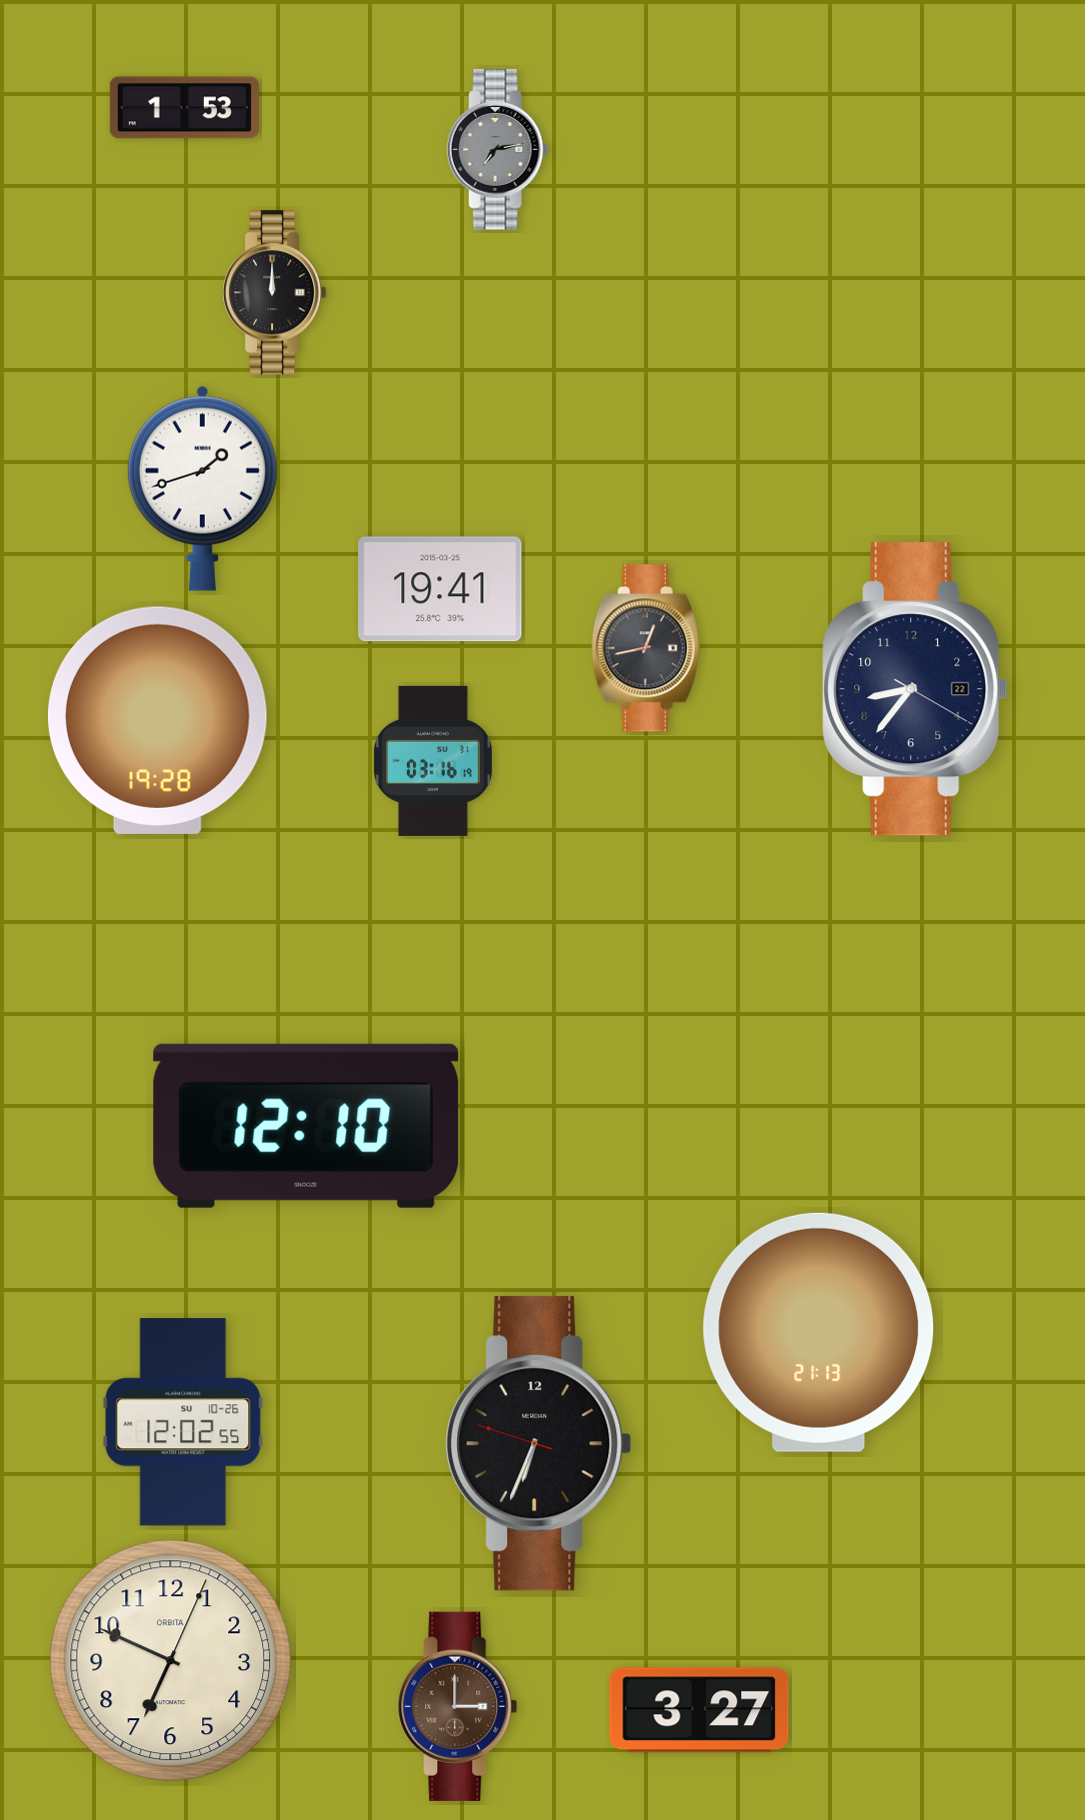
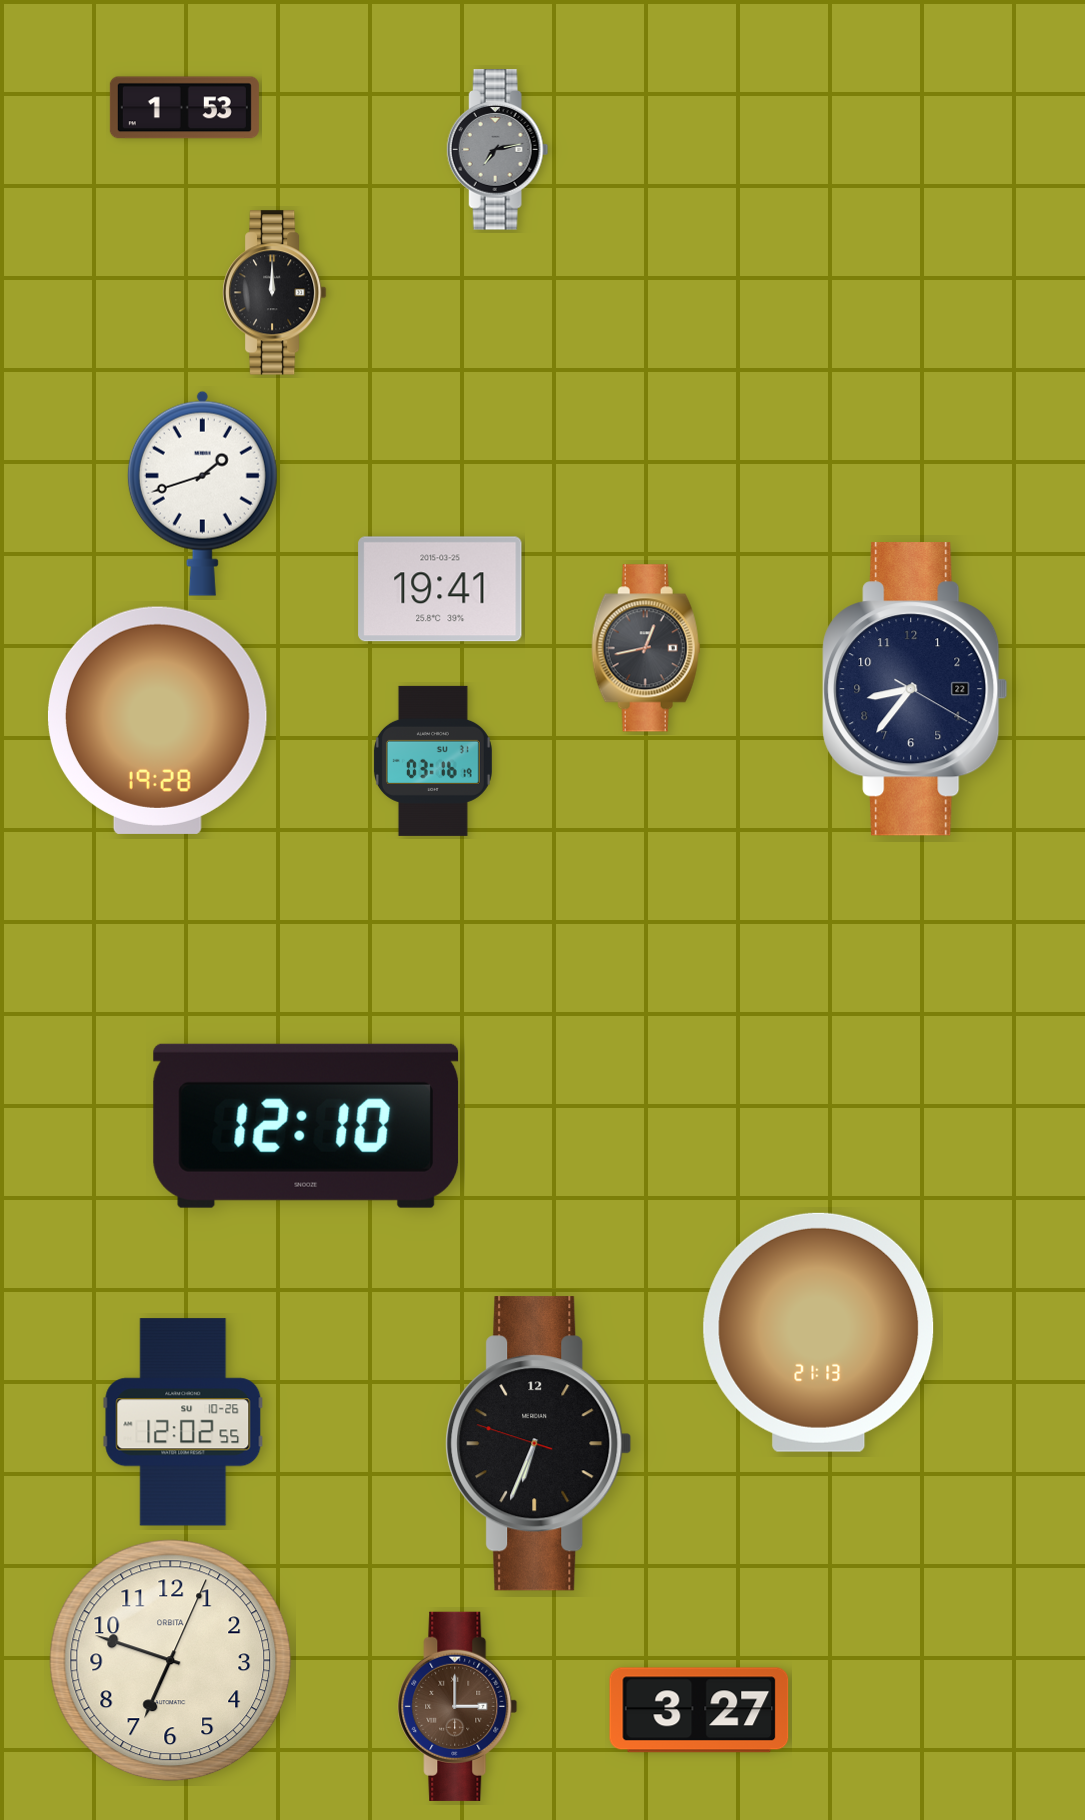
clock at (202, 488) position: (202, 488) -> (202, 493)
clock at (171, 1661): 6:49 -> 6:48
